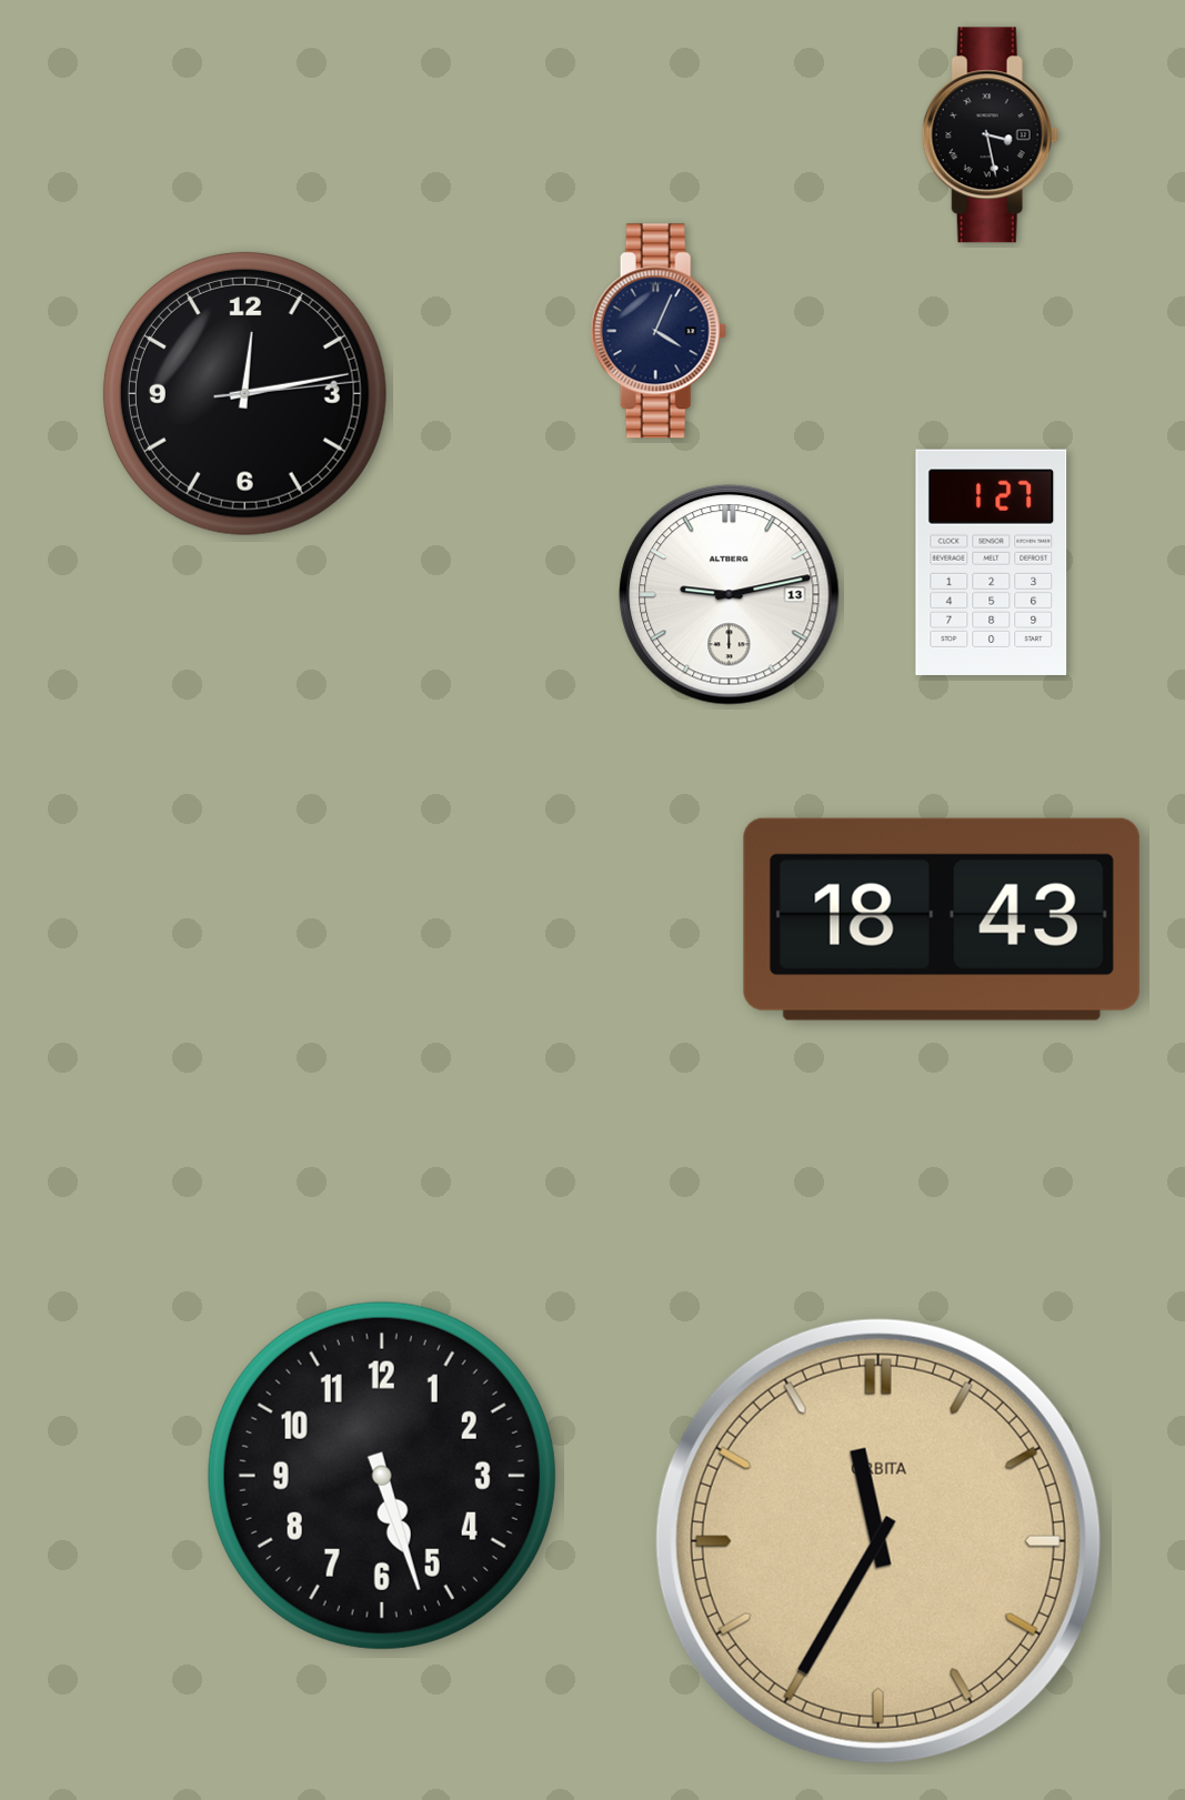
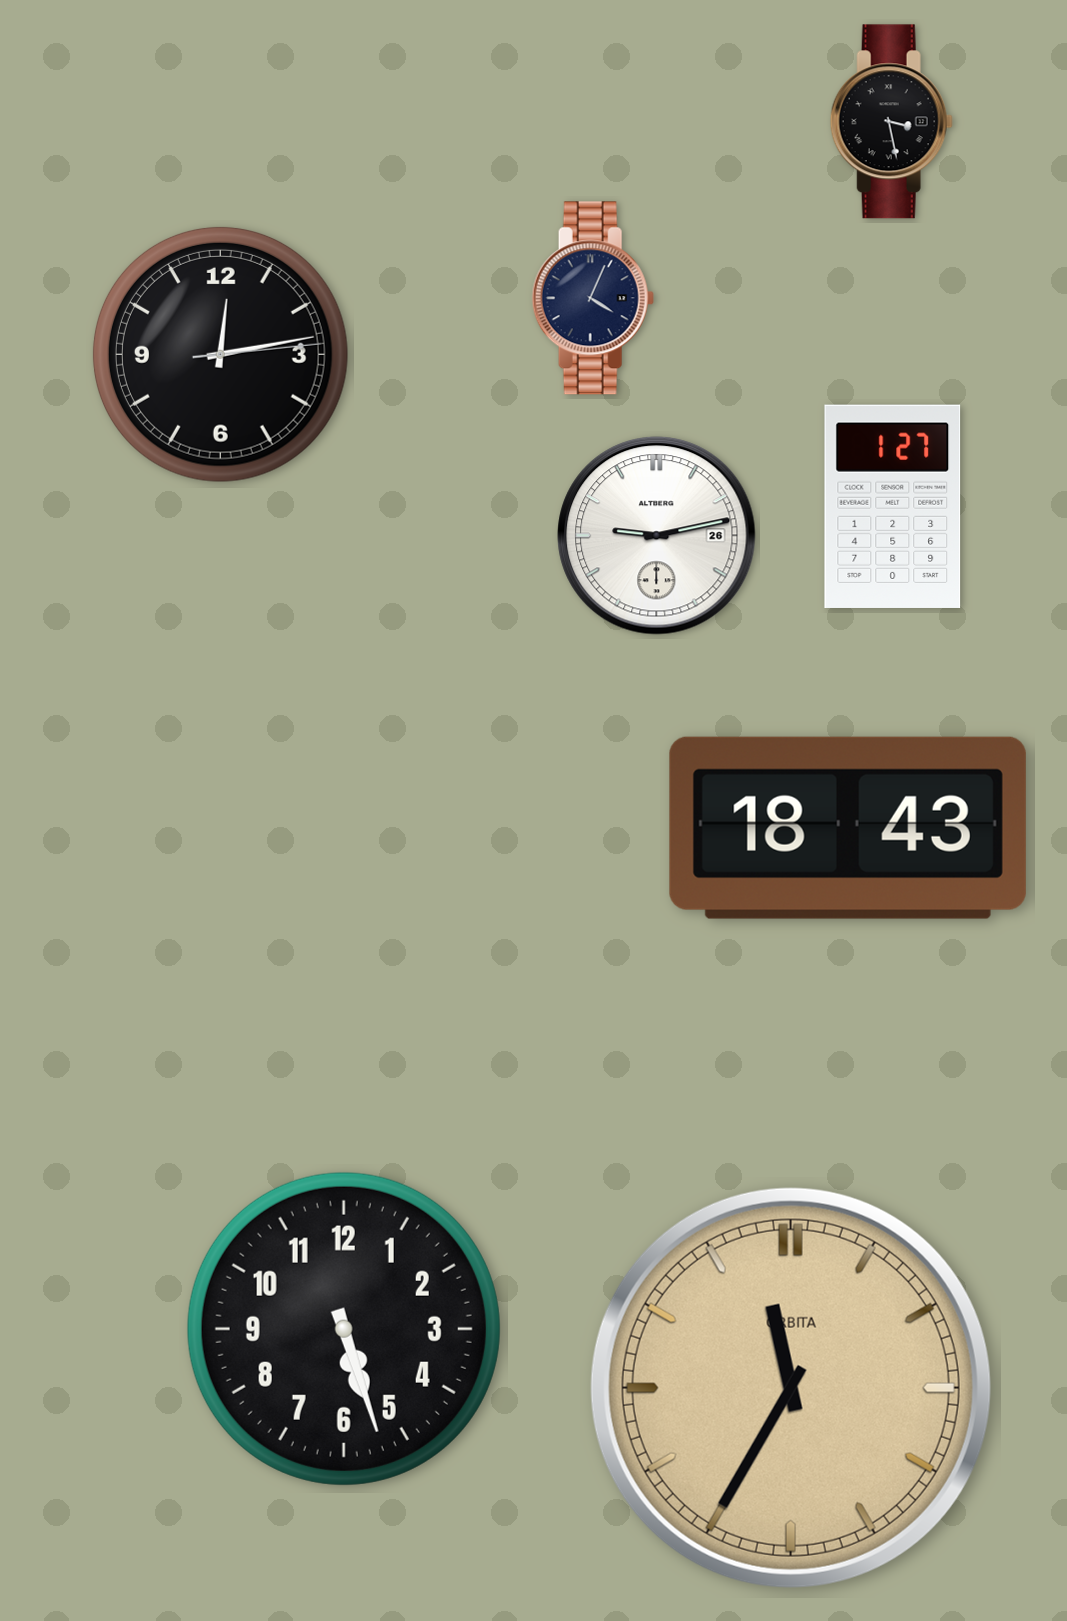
clock at (730, 595) date: 13 -> 26
